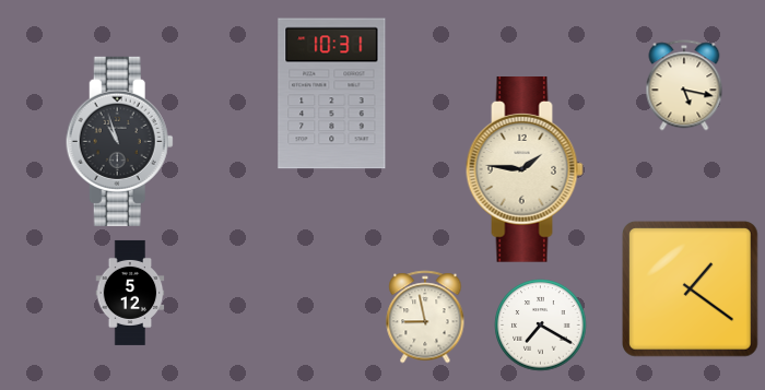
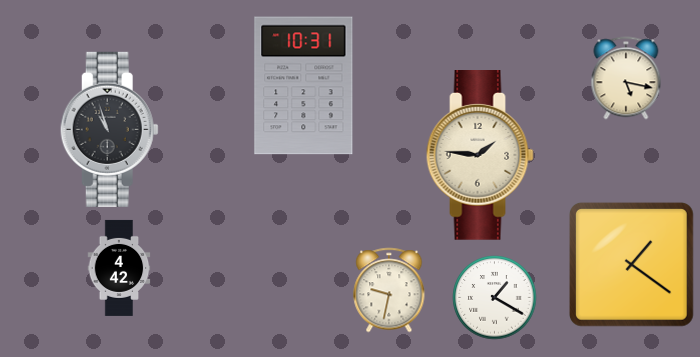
clock at (130, 293): 5:12 -> 4:42
clock at (425, 317): 8:58 -> 9:32
clock at (540, 324): 7:20 -> 1:20
